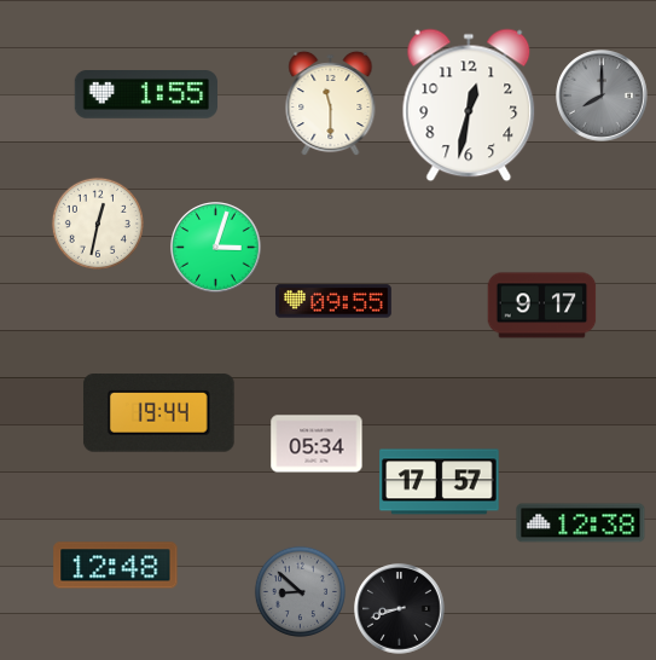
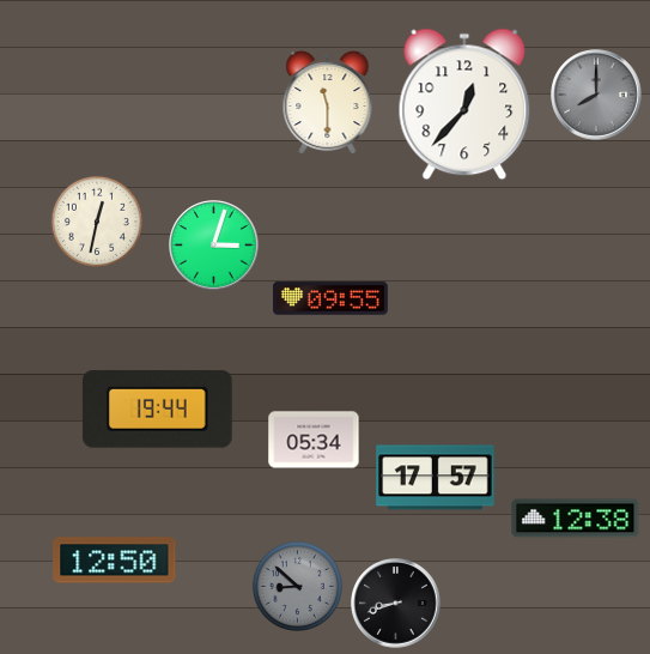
clock at (145, 95): 1:55 -> none
clock at (469, 105): 12:32 -> 12:37
clock at (542, 306): 9:17 -> none
clock at (116, 566): 12:48 -> 12:50
